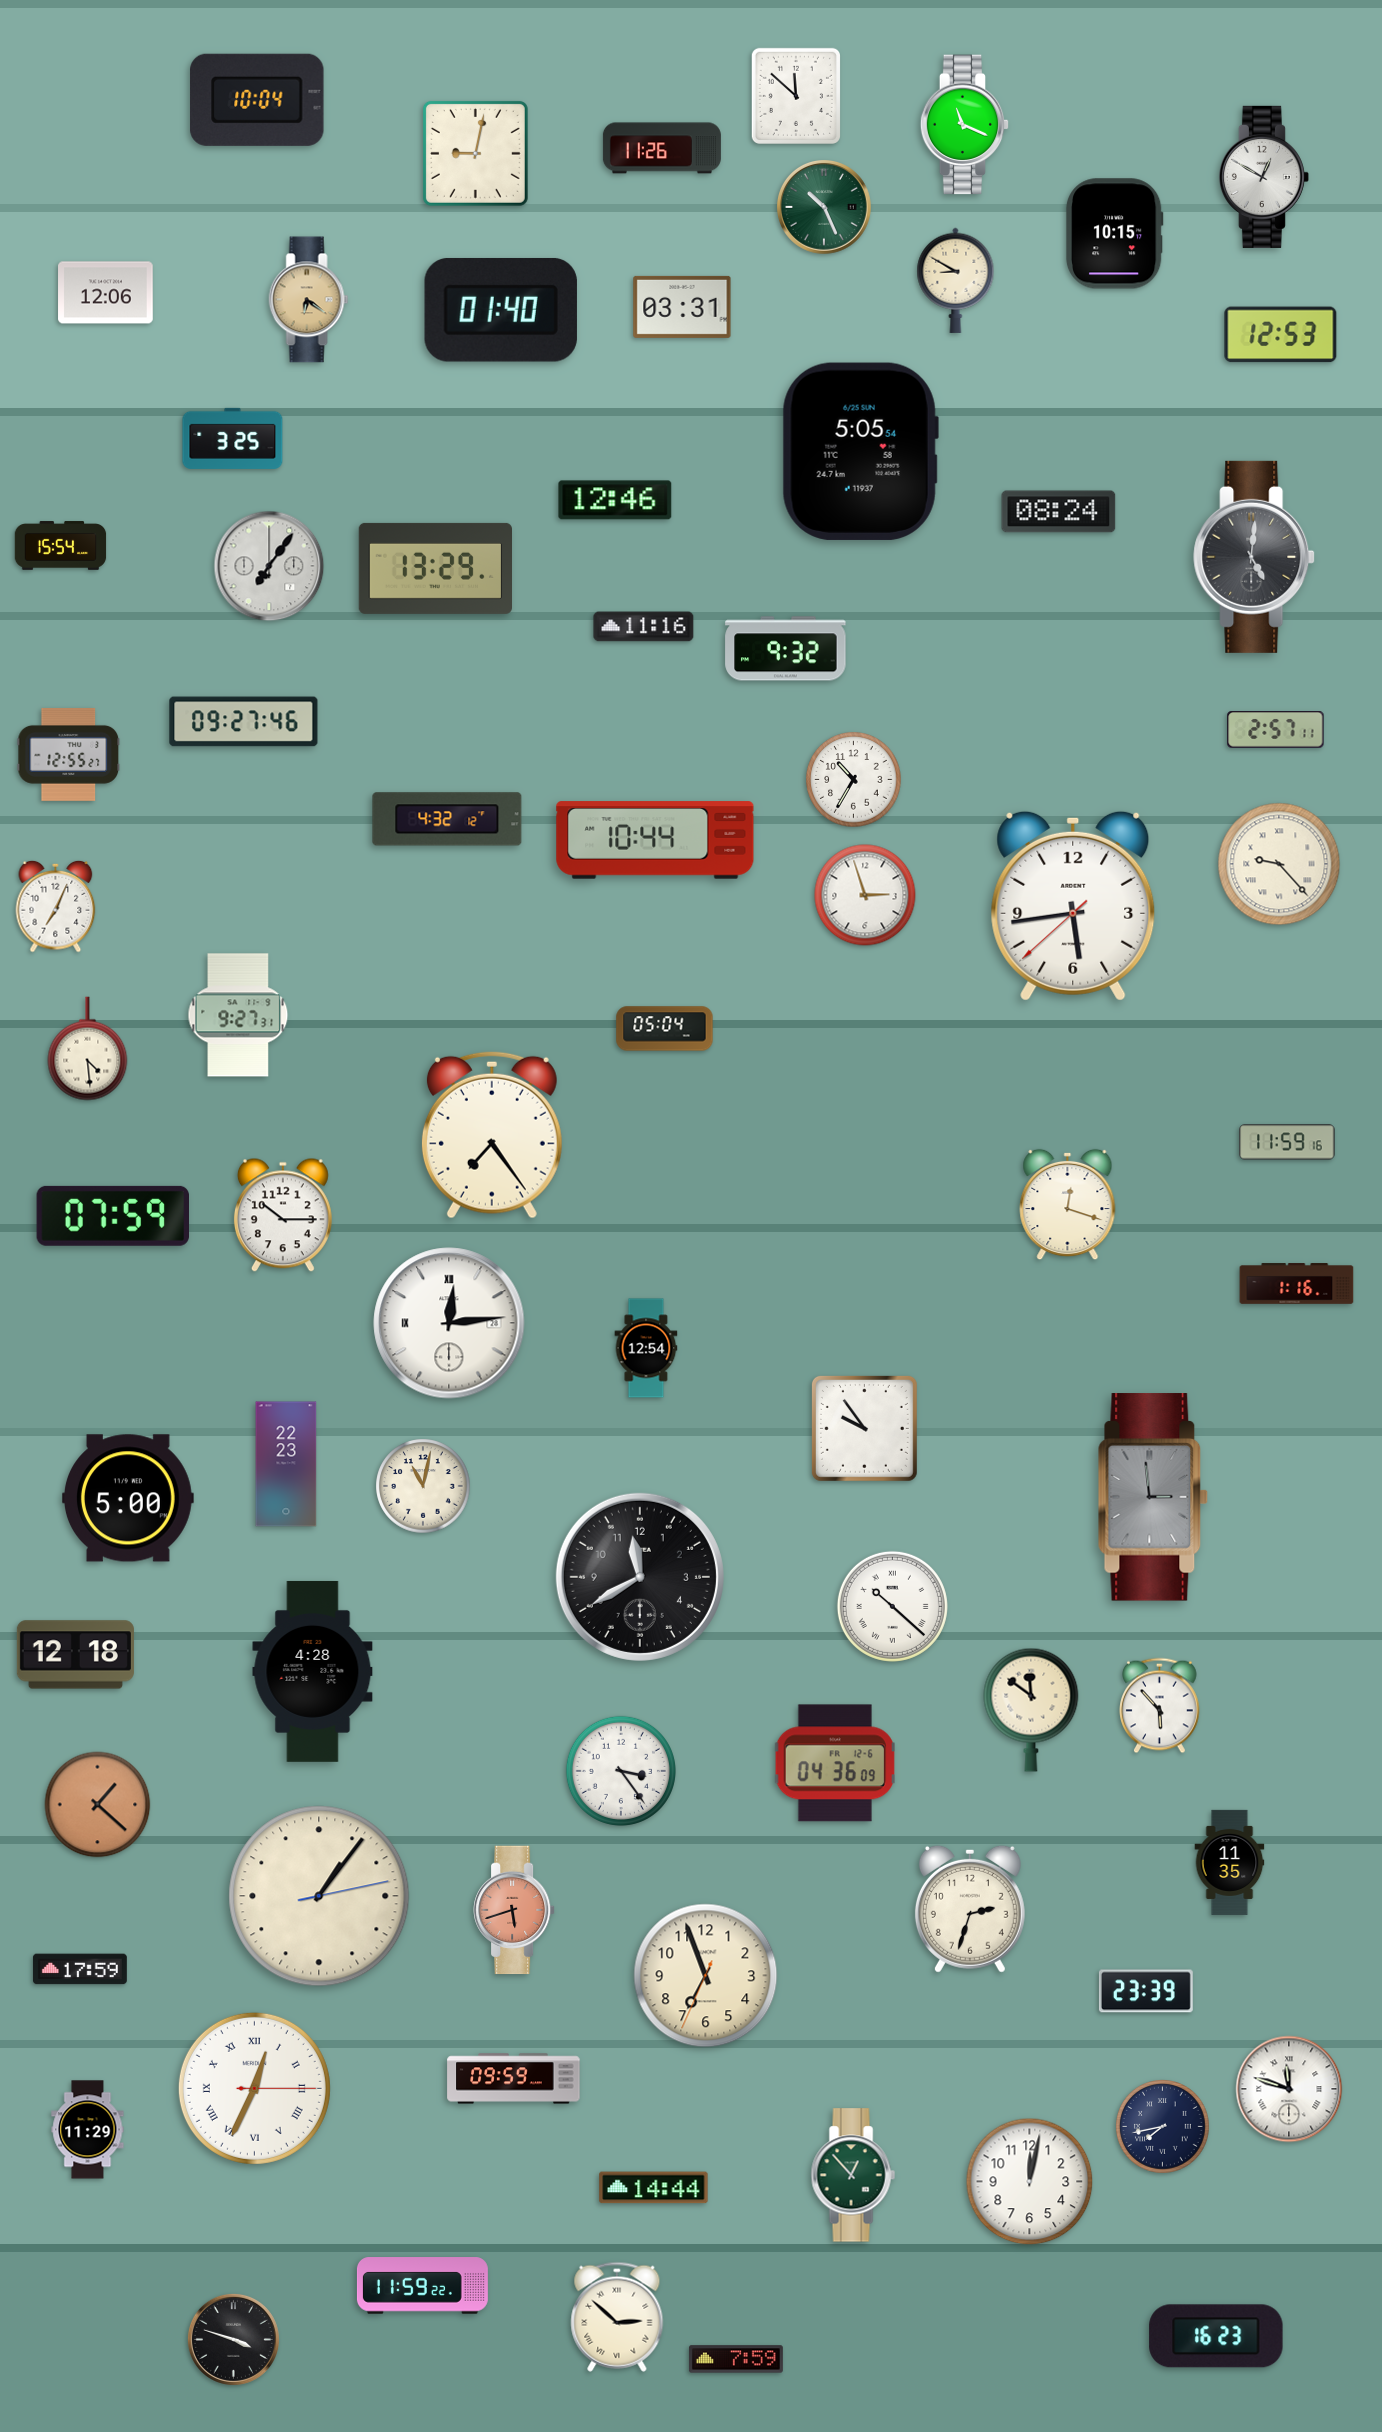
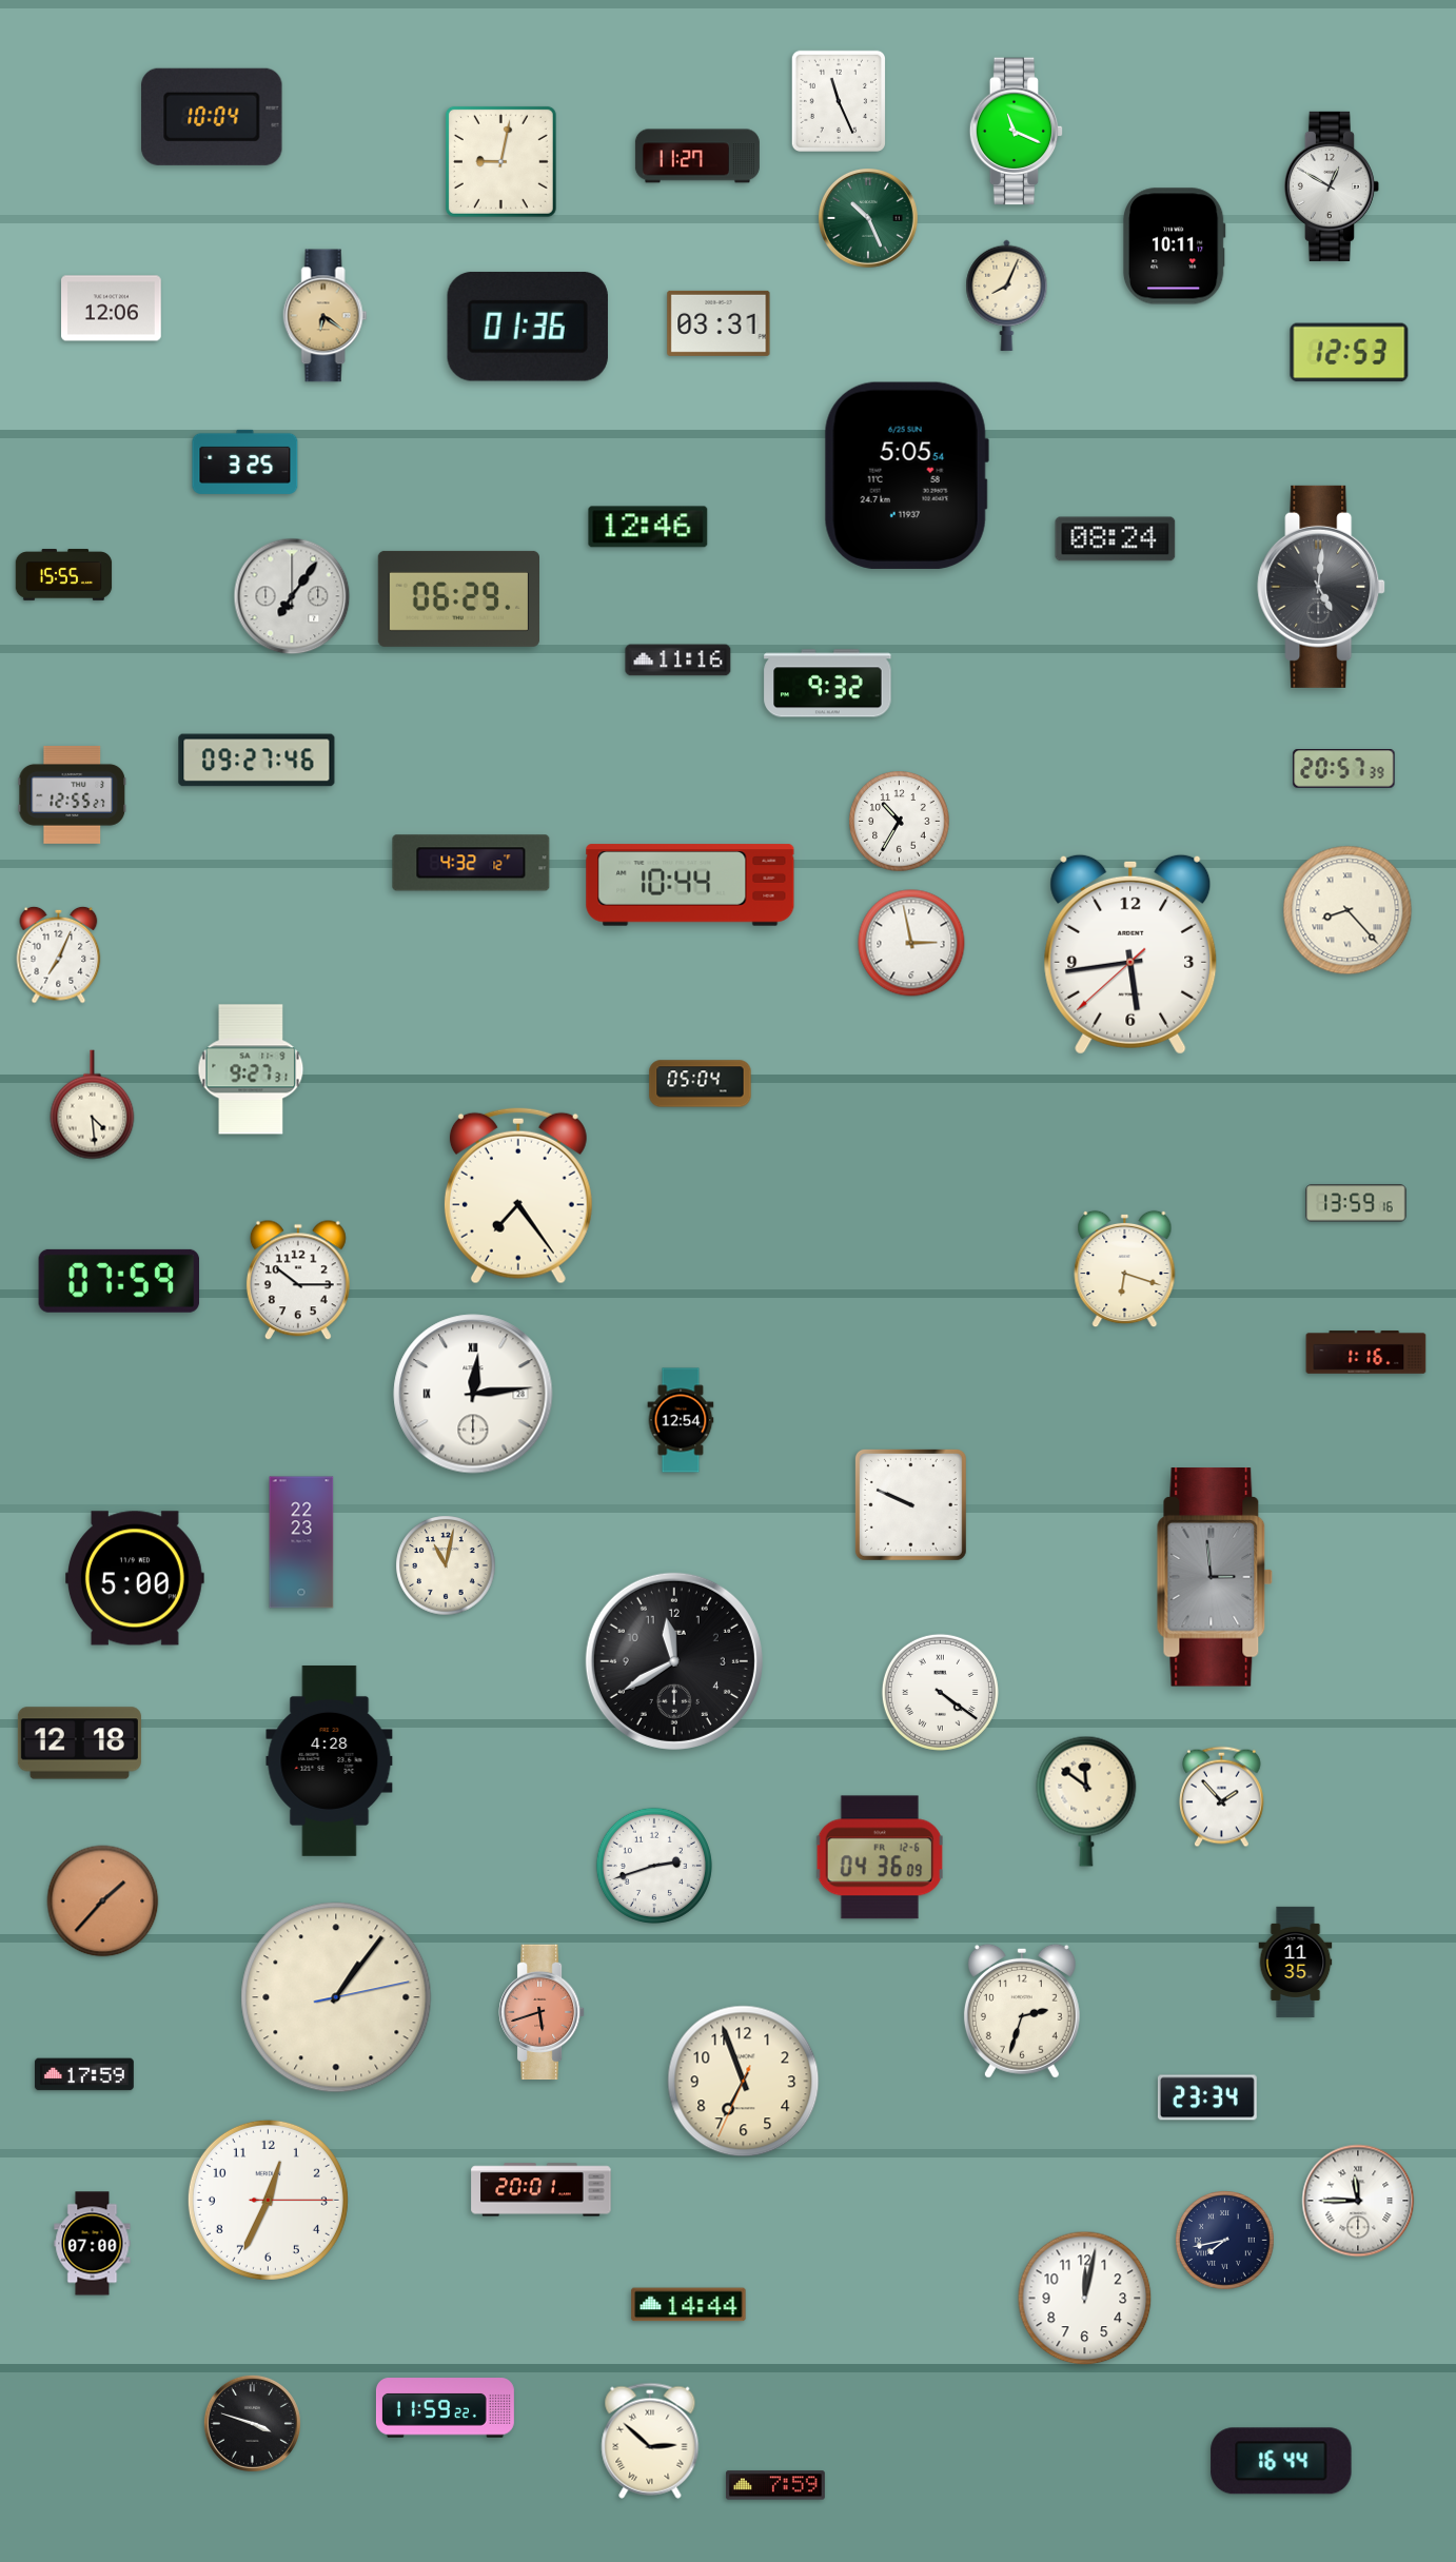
clock at (796, 96): 11:52 -> 11:26
clock at (257, 100) position: (257, 100) -> (212, 117)
clock at (662, 148): 11:26 -> 11:27
clock at (1114, 234): 10:15 -> 10:11
clock at (956, 280): 8:50 -> 8:04
clock at (501, 310): 01:40 -> 01:36
clock at (61, 546): 15:54 -> 15:55
clock at (269, 566) position: (269, 566) -> (292, 596)
clock at (435, 568): 13:29 -> 06:29
clock at (1276, 730): 2:57 -> 20:57
clock at (1279, 864): 9:23 -> 8:23
clock at (865, 895): 2:57 -> 2:58
clock at (1287, 1142): 11:59 -> 13:59
clock at (1068, 1205): 12:18 -> 6:18
clock at (864, 1428): 9:54 -> 9:49
clock at (892, 1606): 10:22 -> 4:21
clock at (1160, 1706): 5:53 -> 1:53
clock at (621, 1771): 3:24 -> 2:42
clock at (98, 1805): 1:22 -> 1:37
clock at (1146, 1991): 23:39 -> 23:34
clock at (514, 2079): 09:59 -> 20:01
clock at (254, 2088) numerals: Roman -> Arabic
clock at (1289, 2089): 11:48 -> 11:45
clock at (88, 2130): 11:29 -> 07:00
clock at (853, 2175): 12:53 -> none
clock at (1216, 2336): 16:23 -> 16:44
clock at (233, 2339) position: (233, 2339) -> (252, 2423)
